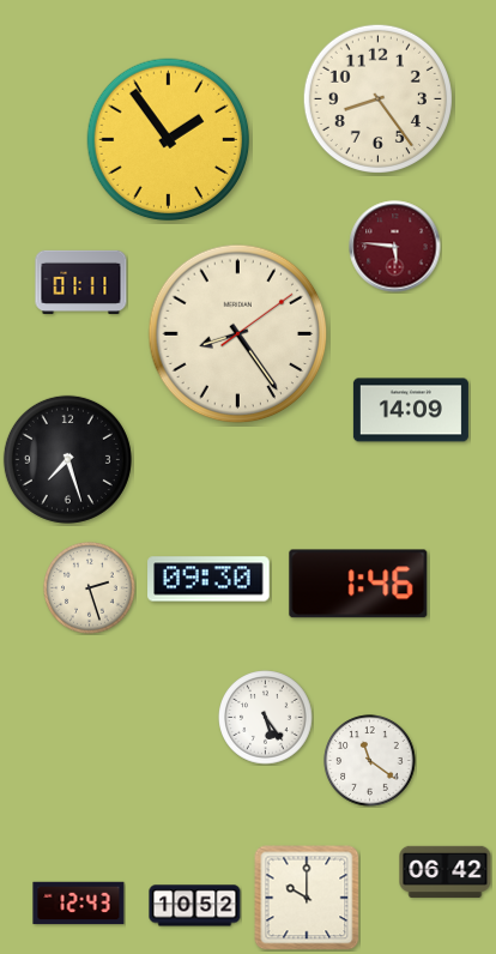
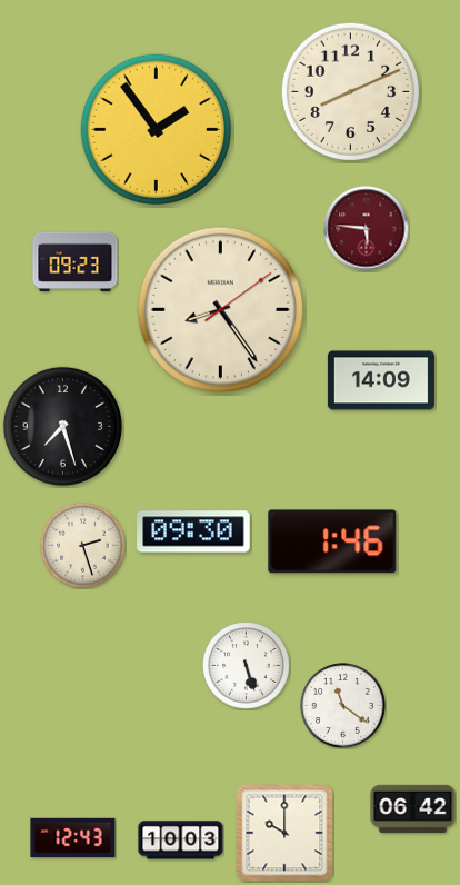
clock at (377, 98): 8:24 -> 8:11
clock at (81, 283): 01:11 -> 09:23
clock at (208, 579) position: (208, 579) -> (193, 531)
clock at (266, 718): 5:24 -> 5:27
clock at (195, 906): 10:52 -> 10:03
